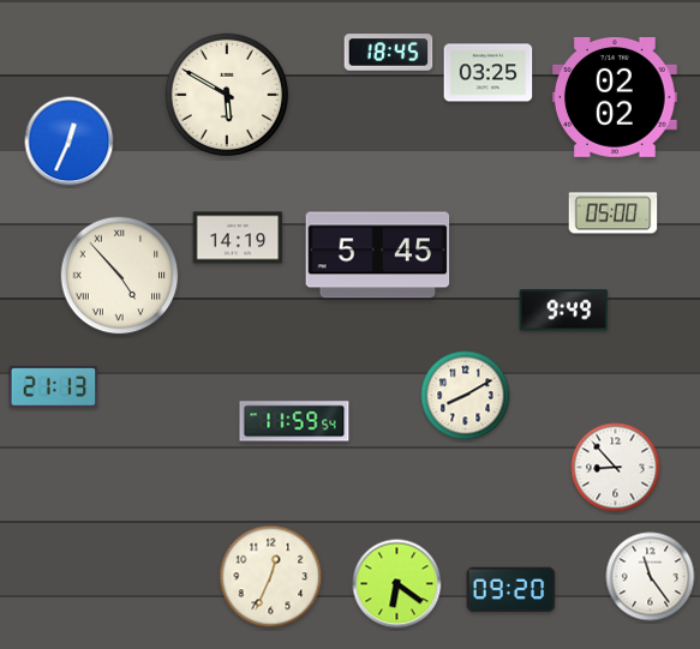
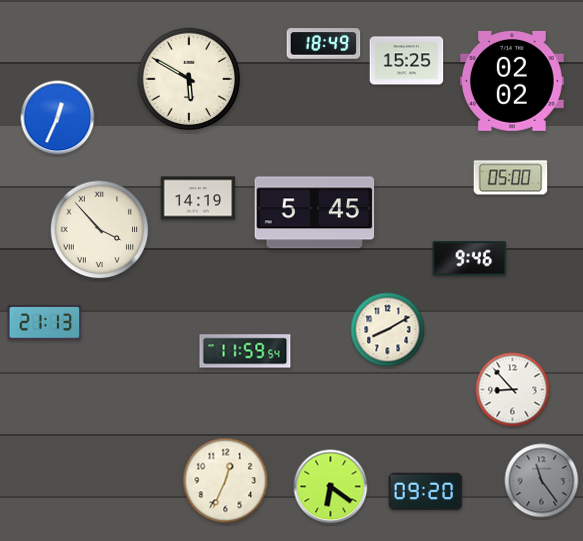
clock at (389, 53): 18:45 -> 18:49
clock at (489, 73): 03:25 -> 15:25
clock at (120, 276): 4:53 -> 3:53
clock at (564, 311): 9:49 -> 9:46
clock at (651, 577) dial: white -> grey
